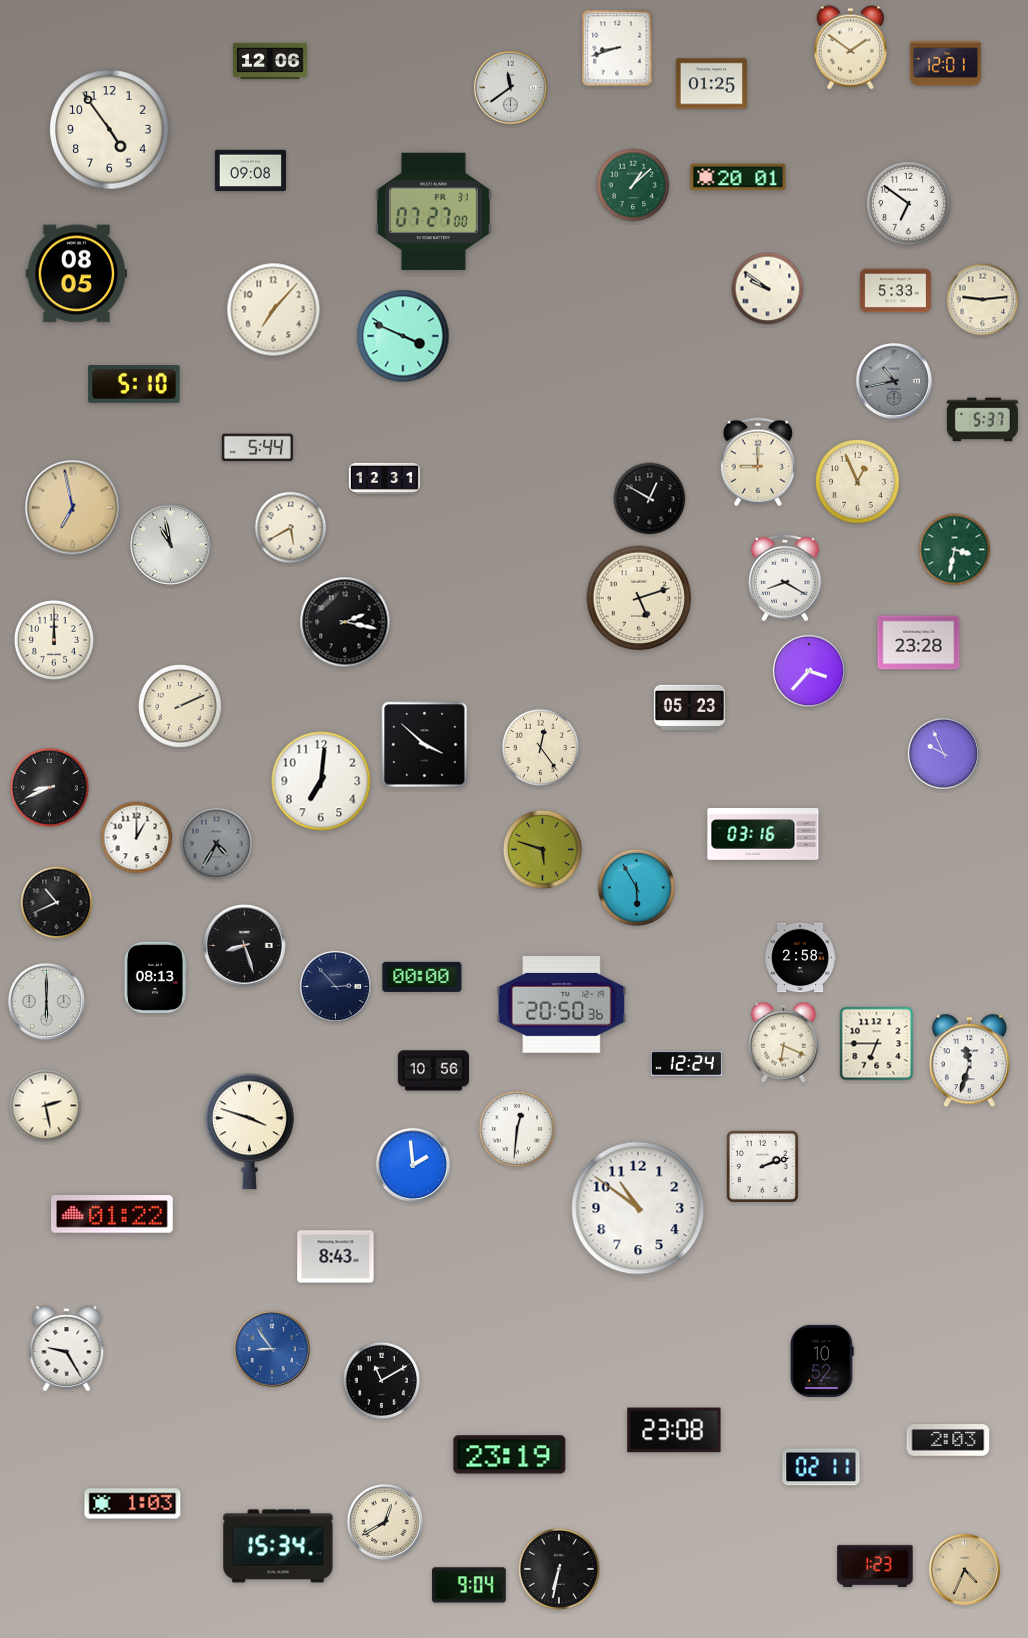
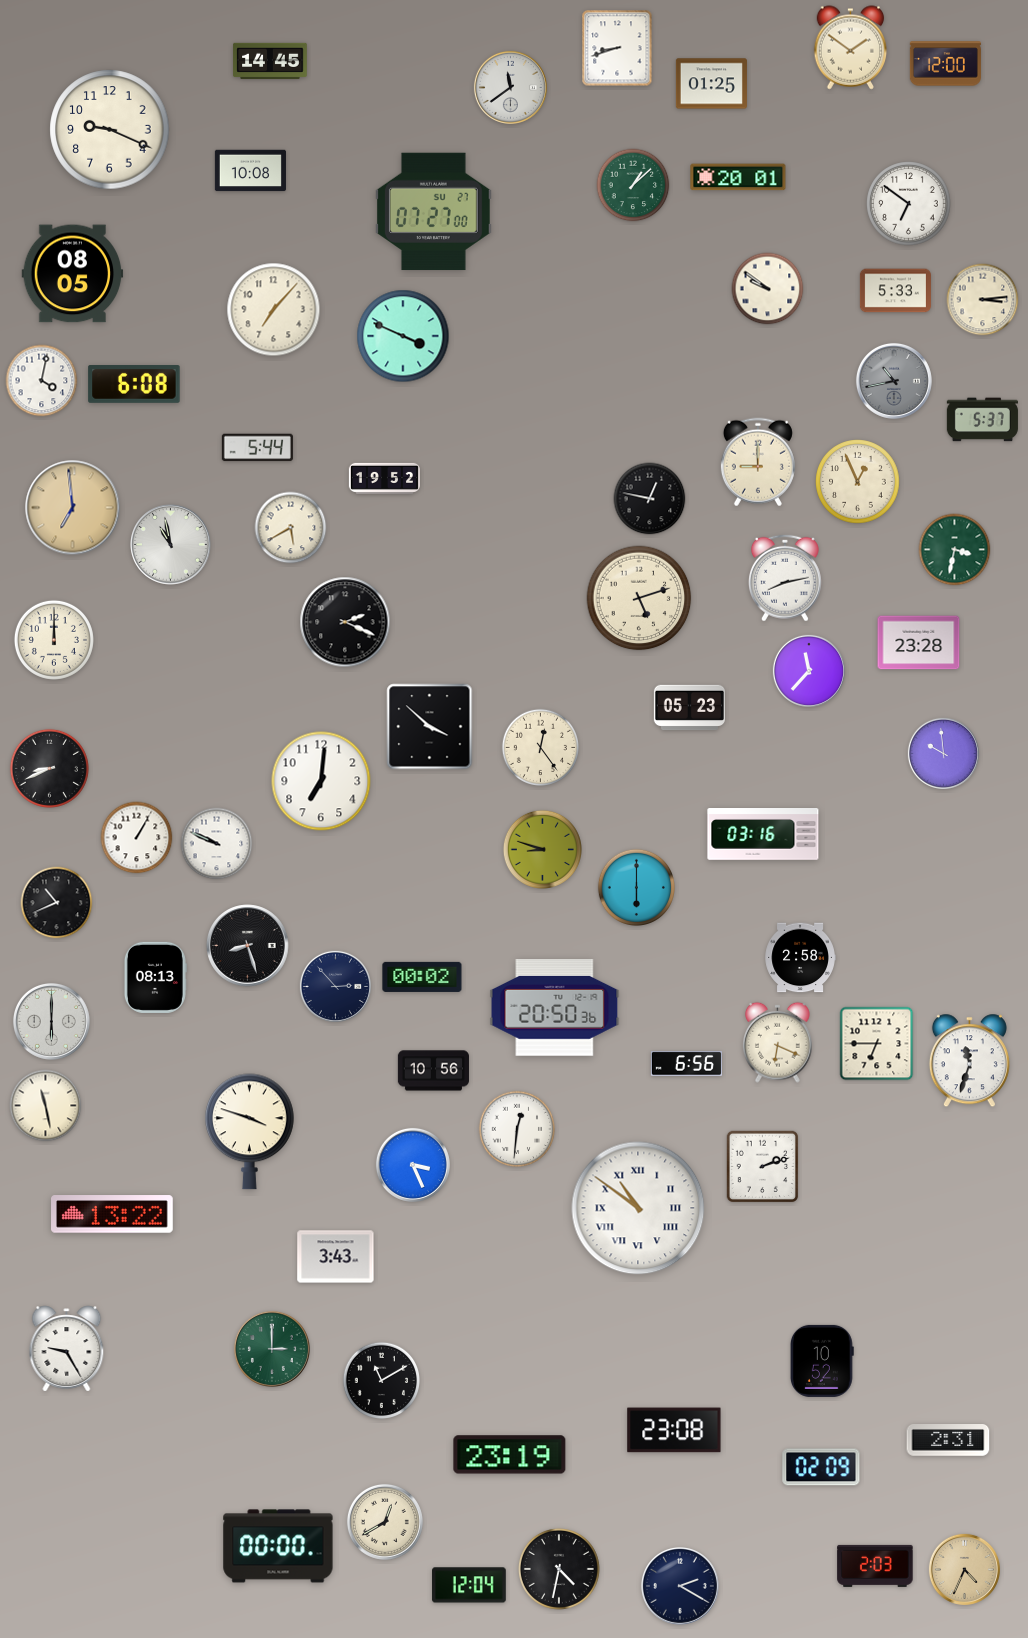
clock at (270, 61): 12:06 -> 14:45
clock at (945, 64): 12:01 -> 12:00
clock at (110, 130): 4:54 -> 9:19
clock at (250, 171): 09:08 -> 10:08
clock at (433, 212) date: FR 31 -> SU 27
clock at (77, 274) position: (77, 274) -> (73, 274)
clock at (983, 300): 9:14 -> 3:14
clock at (42, 381): none -> 4:02
clock at (134, 385): 5:10 -> 6:08
clock at (384, 478): 12:31 -> 19:52
clock at (650, 499): 12:50 -> 12:47
clock at (73, 508): 6:58 -> 6:59
clock at (785, 578): 8:20 -> 8:13
clock at (345, 622): 2:17 -> 2:19
clock at (809, 671): 3:37 -> 11:37
clock at (181, 707): 2:11 -> none
clock at (425, 745) position: (425, 745) -> (430, 727)
clock at (943, 753): 9:56 -> 9:59
clock at (49, 787) position: (49, 787) -> (49, 768)
clock at (137, 838): 1:00 -> 1:05
clock at (217, 844): 4:35 -> 9:49
clock at (217, 844) dial: grey -> white
clock at (542, 849): 5:48 -> 8:48
clock at (636, 887): 5:55 -> 6:00
clock at (245, 946) position: (245, 946) -> (248, 946)
clock at (422, 977): 00:00 -> 00:02
clock at (46, 1001) position: (46, 1001) -> (51, 1021)
clock at (562, 1005) position: (562, 1005) -> (555, 1008)
clock at (784, 1042) position: (784, 1042) -> (778, 1042)
clock at (686, 1064): 12:24 -> 6:56
clock at (46, 1106): 2:28 -> 11:28
clock at (413, 1165): 1:59 -> 3:26
clock at (638, 1208) numerals: Arabic -> Roman
clock at (113, 1214): 01:22 -> 13:22
clock at (336, 1257): 8:43 -> 3:43
clock at (272, 1349): 8:54 -> 3:00
clock at (272, 1349) dial: blue -> green
clock at (948, 1440): 2:03 -> 2:31
clock at (821, 1467): 02:11 -> 02:09
clock at (133, 1504): 1:03 -> none
clock at (278, 1546): 15:34 -> 00:00
clock at (875, 1566): 1:23 -> 2:03
clock at (559, 1569): 6:32 -> 4:32
clock at (469, 1585): 9:04 -> 12:04
clock at (680, 1586): none -> 2:20
